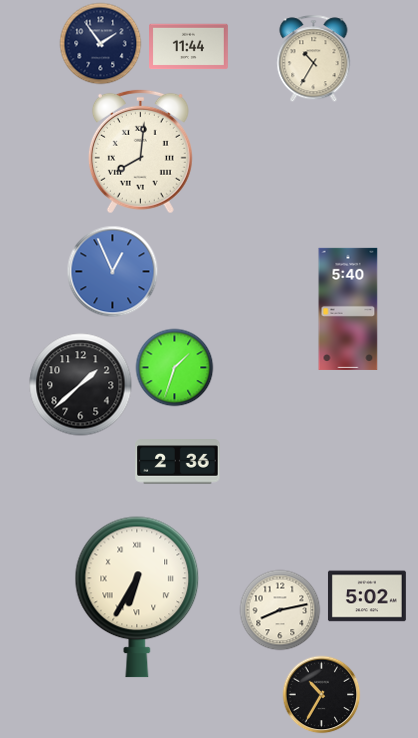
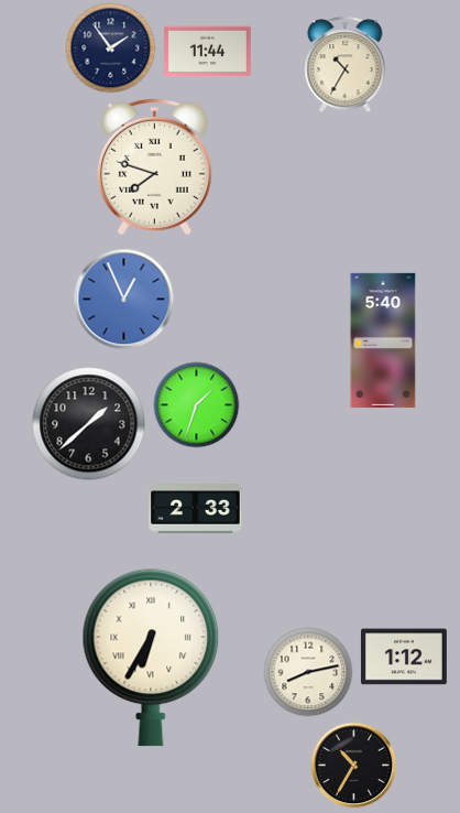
clock at (140, 151): 8:01 -> 7:48
clock at (174, 367) position: (174, 367) -> (196, 404)
clock at (178, 462): 2:36 -> 2:33
clock at (367, 596): 5:02 -> 1:12
